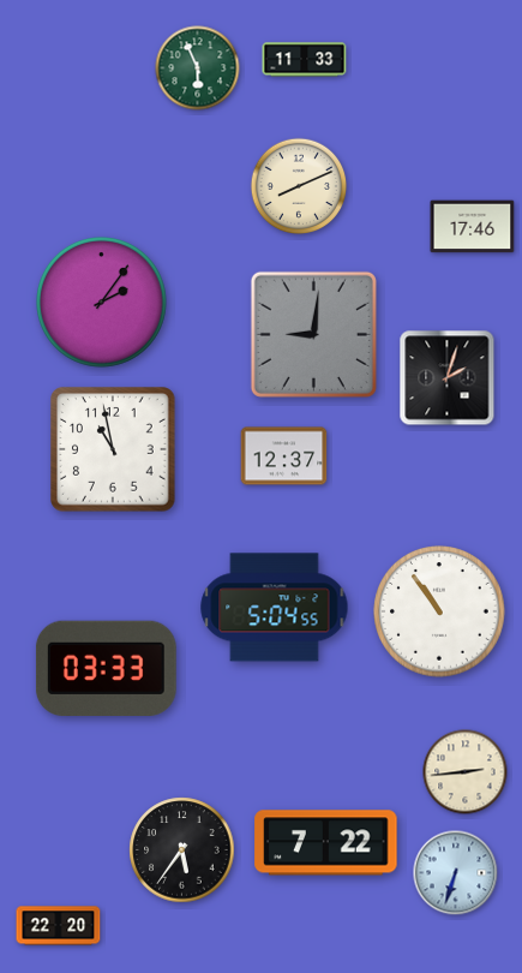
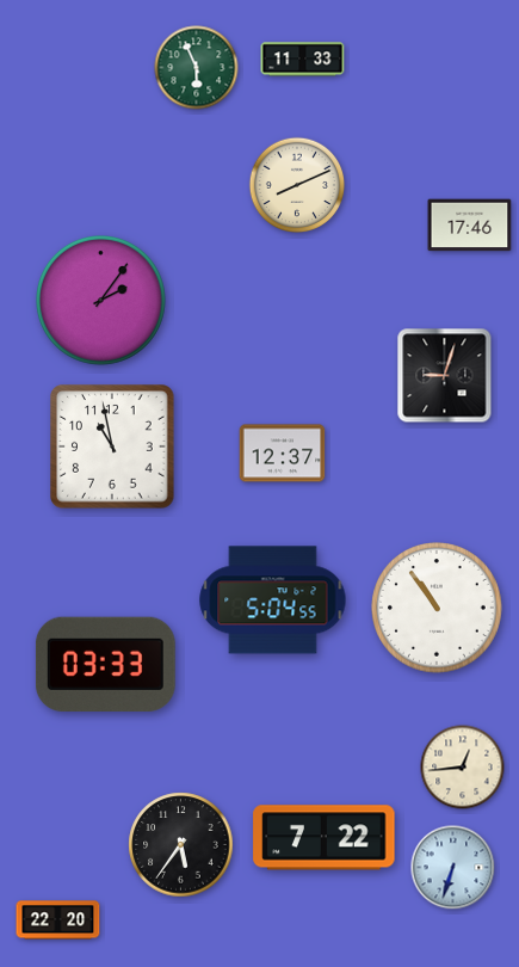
clock at (313, 334): 9:01 -> none
clock at (448, 378): 2:03 -> 9:03
clock at (275, 608) position: (275, 608) -> (273, 600)
clock at (466, 772): 2:44 -> 12:44
